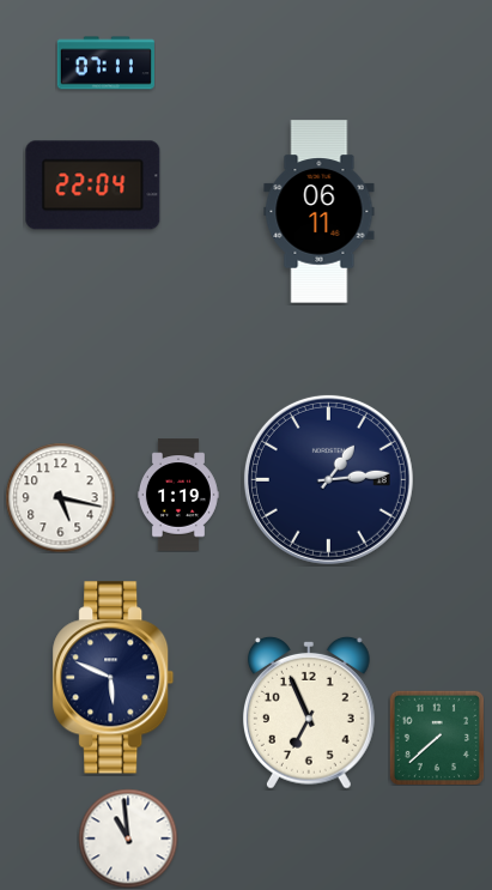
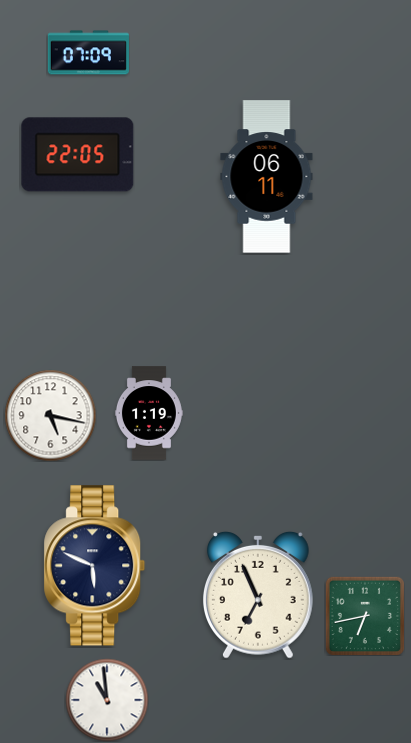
clock at (105, 63): 07:11 -> 07:09
clock at (93, 186): 22:04 -> 22:05
clock at (328, 479): 1:14 -> none
clock at (436, 737): 7:38 -> 6:43
